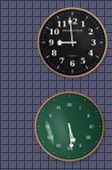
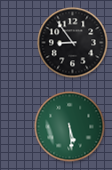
clock at (73, 43): 8:59 -> 8:54
